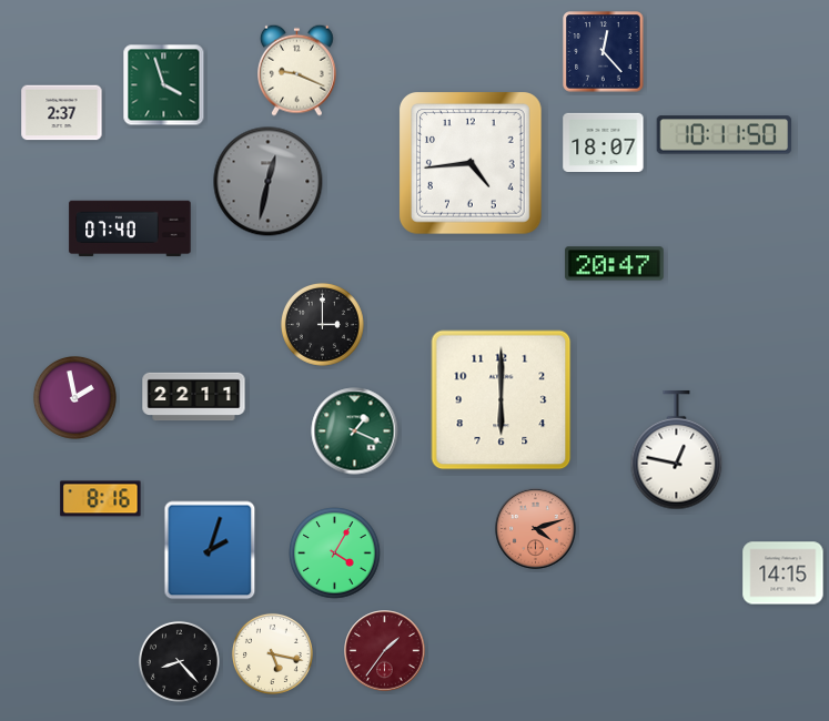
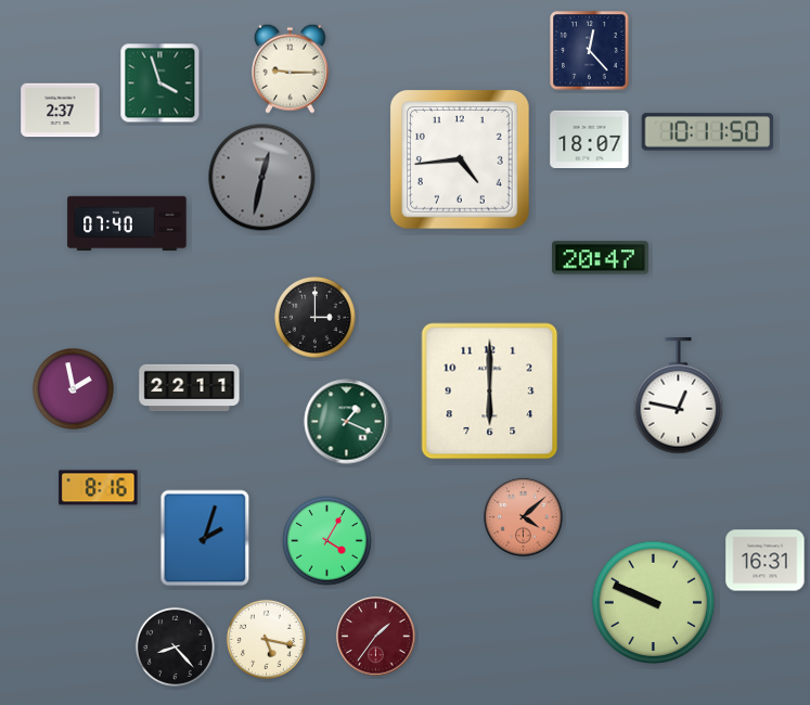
clock at (297, 70): 9:19 -> 9:15
clock at (677, 450) position: (677, 450) -> (679, 396)
clock at (536, 529): 4:12 -> 4:08
clock at (783, 573): 14:15 -> 16:31
clock at (654, 603): none -> 9:49
